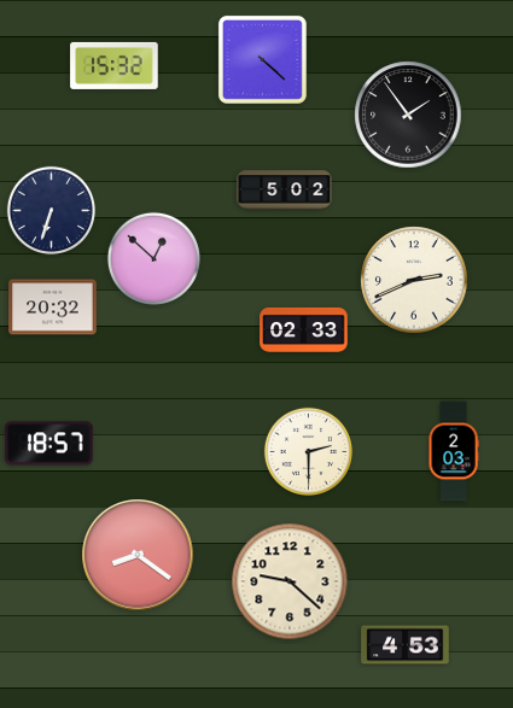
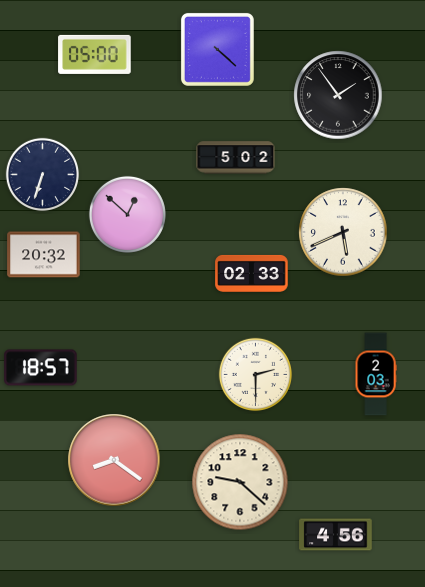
clock at (115, 65): 15:32 -> 05:00
clock at (414, 280): 2:41 -> 5:41
clock at (406, 645): 4:53 -> 4:56
